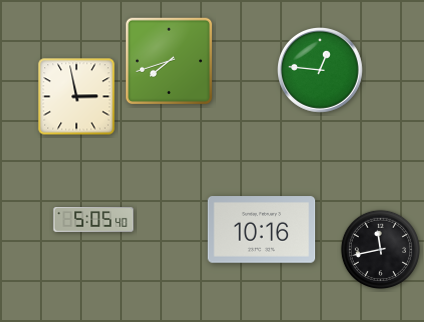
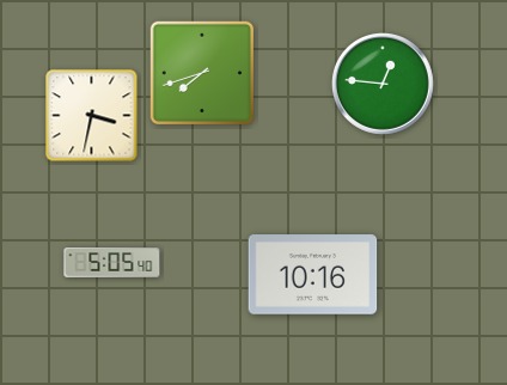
clock at (77, 97): 2:58 -> 3:32
clock at (380, 249): 11:43 -> none
